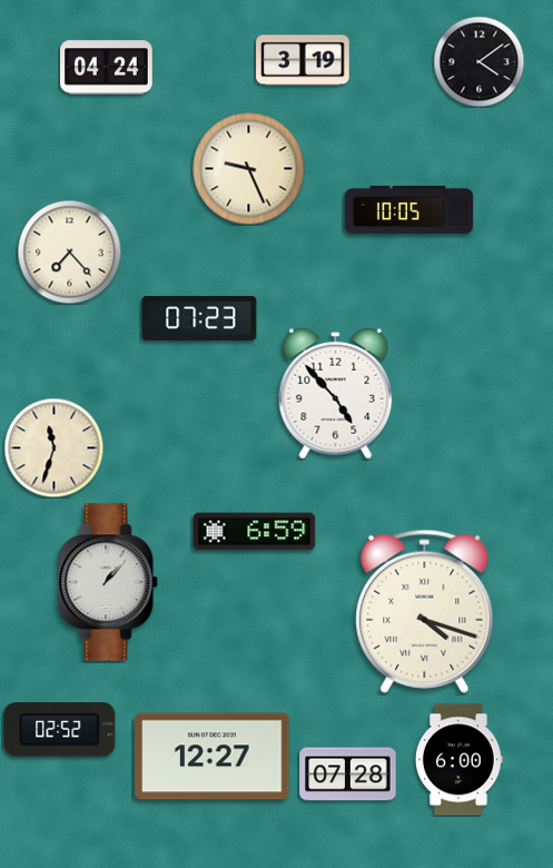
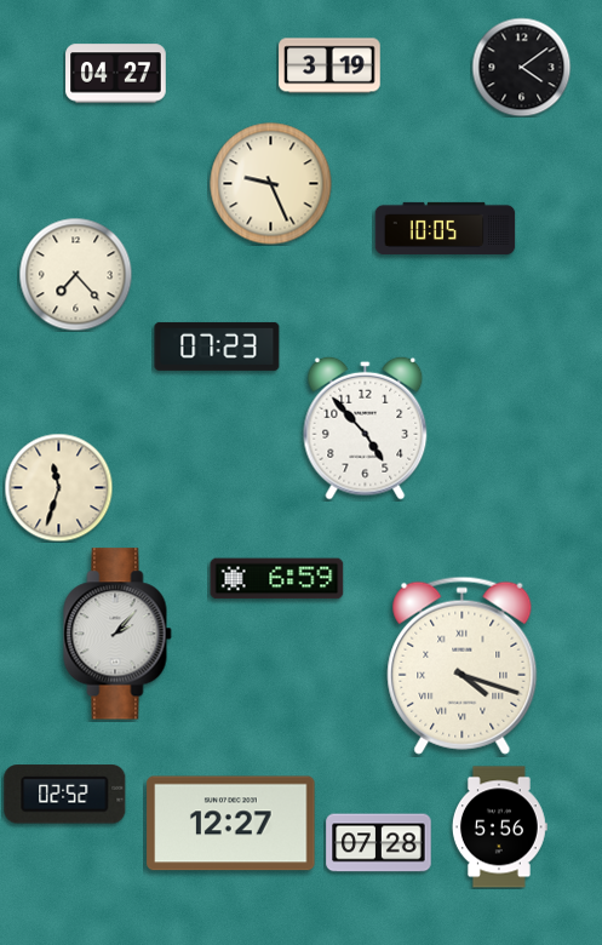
clock at (107, 68): 04:24 -> 04:27
clock at (108, 582): 1:07 -> 2:07
clock at (458, 760): 6:00 -> 5:56
